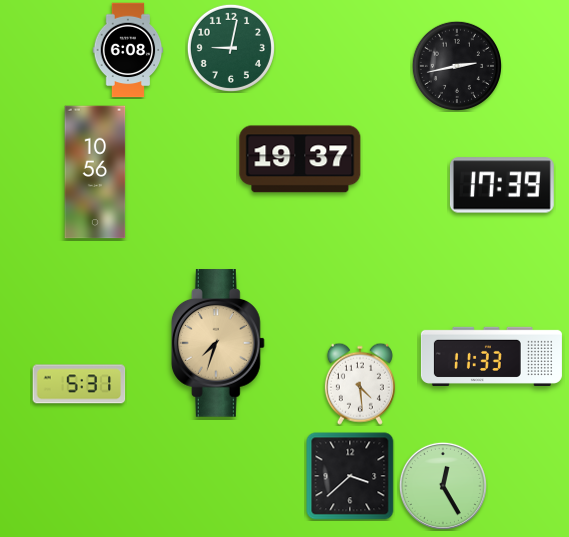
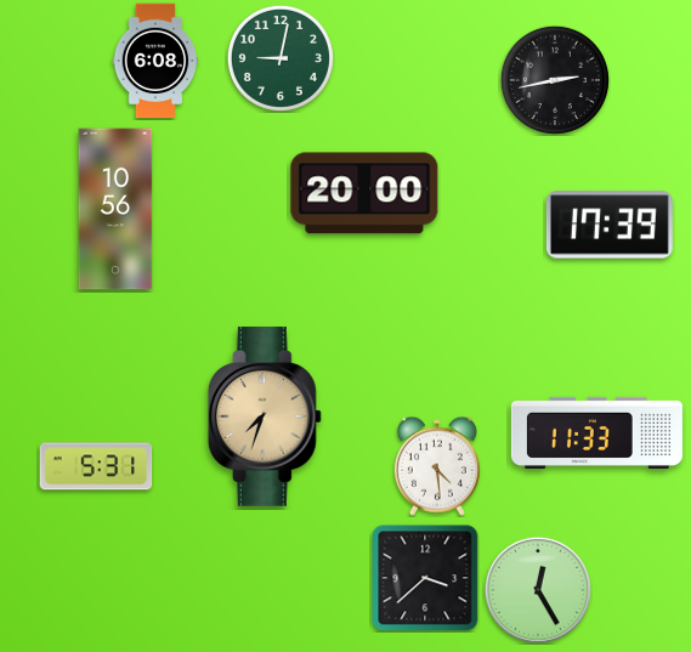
clock at (300, 159): 19:37 -> 20:00
